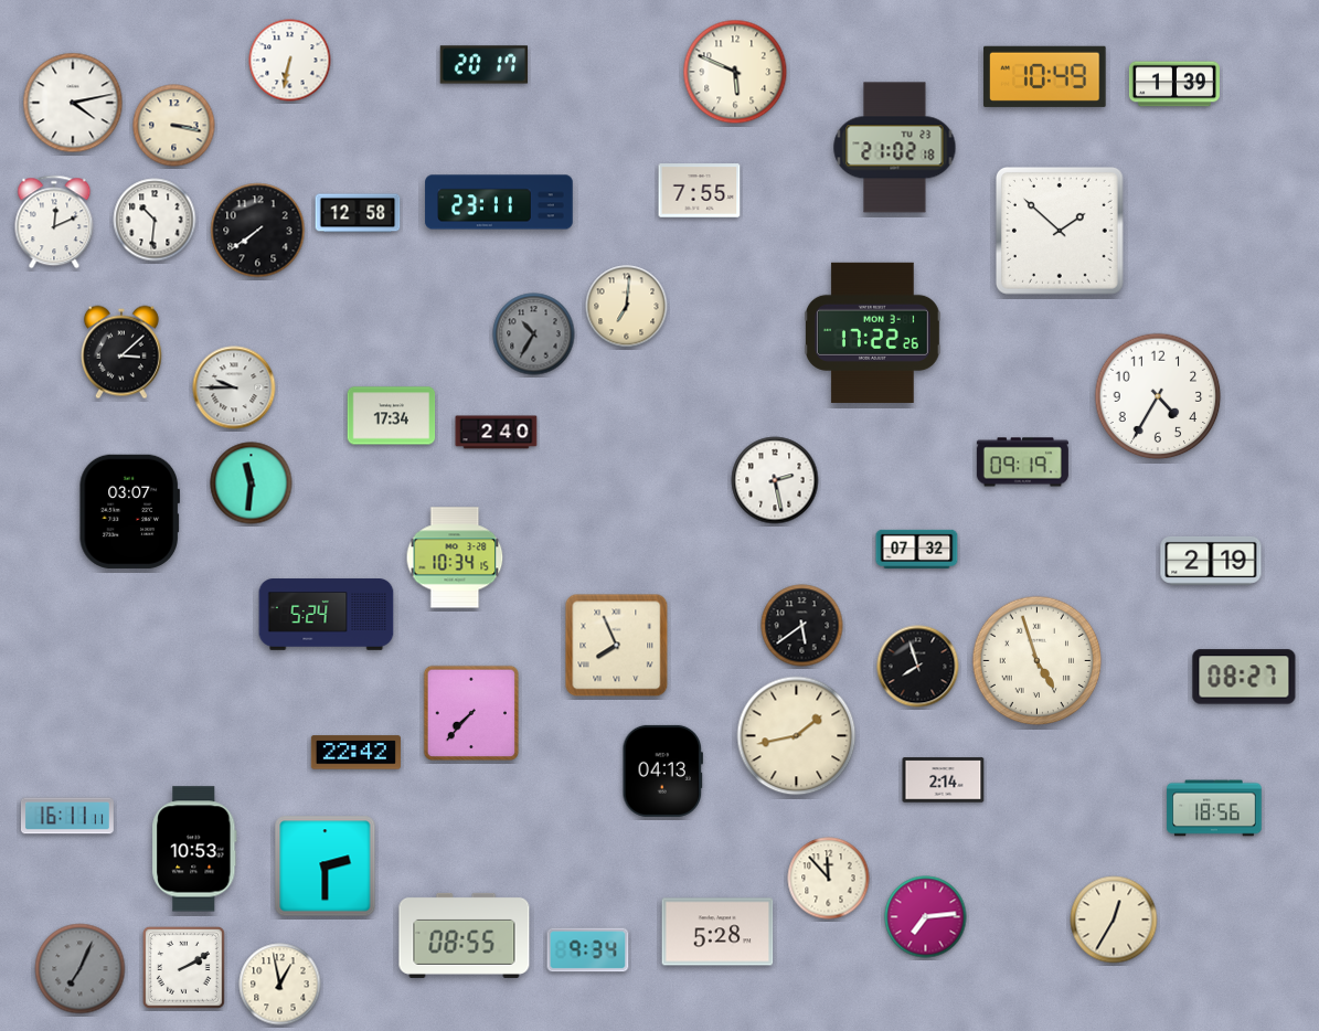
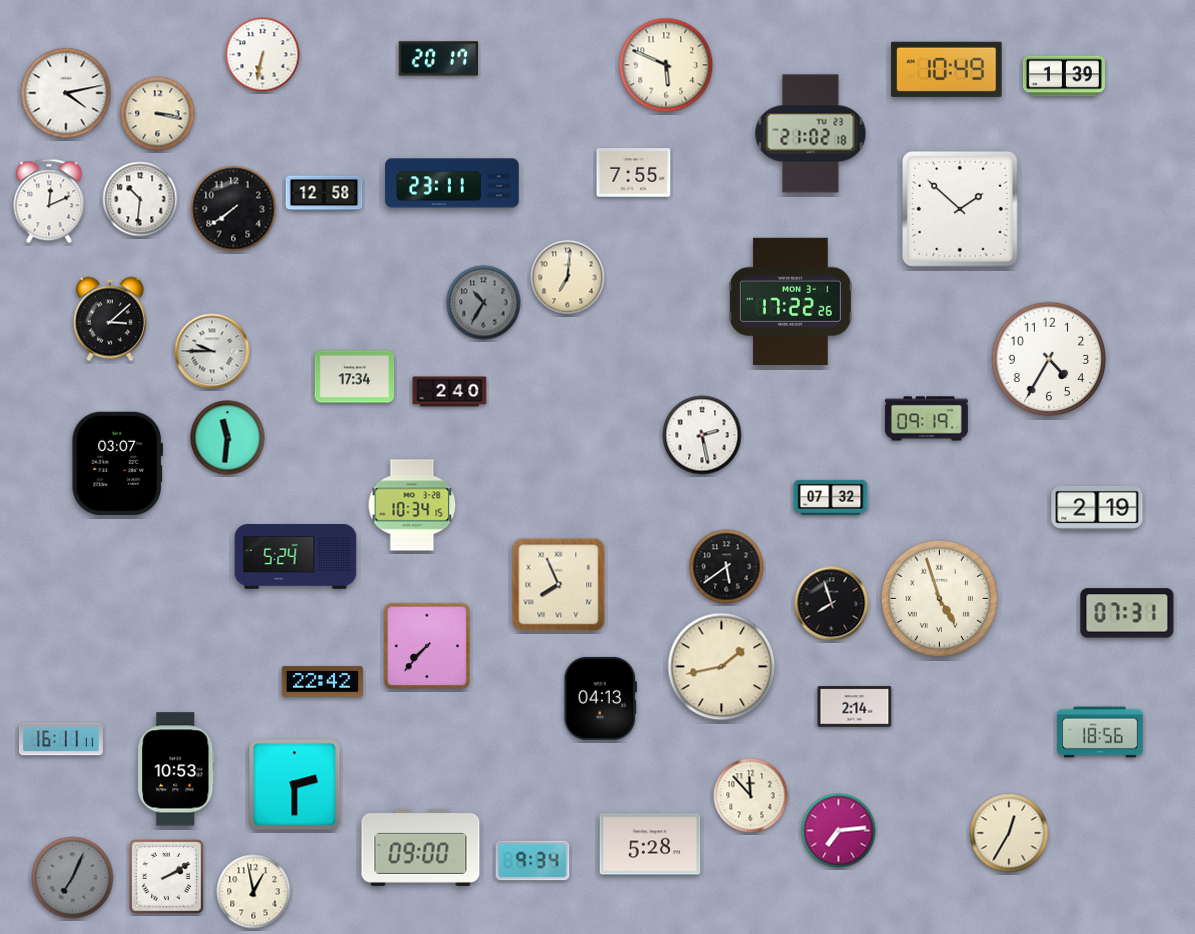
clock at (1244, 677): 08:27 -> 07:31
clock at (465, 935): 08:55 -> 09:00
